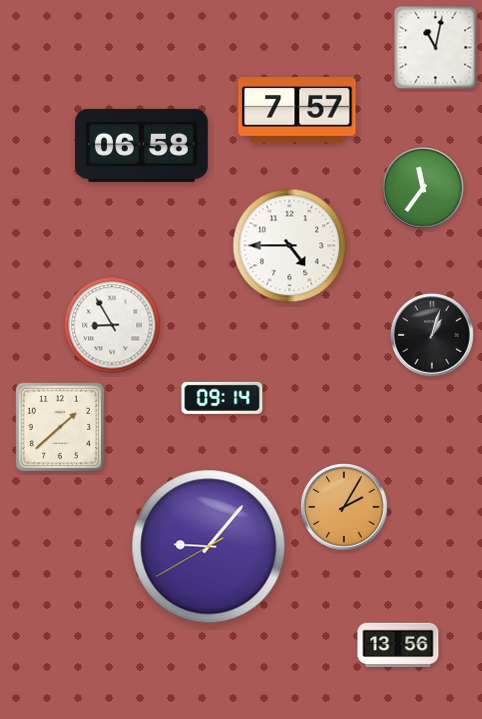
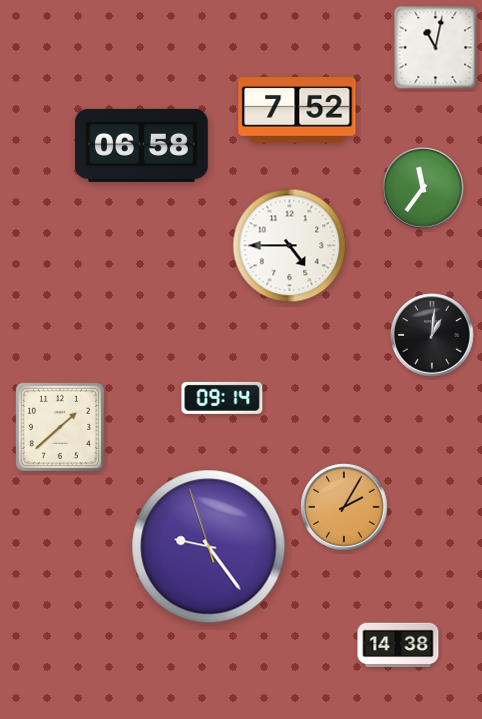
clock at (297, 110): 7:57 -> 7:52
clock at (112, 325): 8:55 -> none
clock at (432, 335): 1:03 -> 1:01
clock at (209, 547): 9:06 -> 9:23
clock at (398, 645): 13:56 -> 14:38
